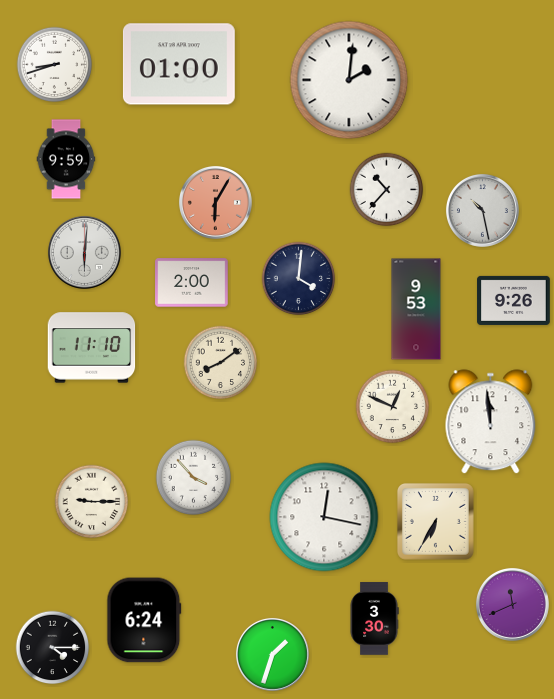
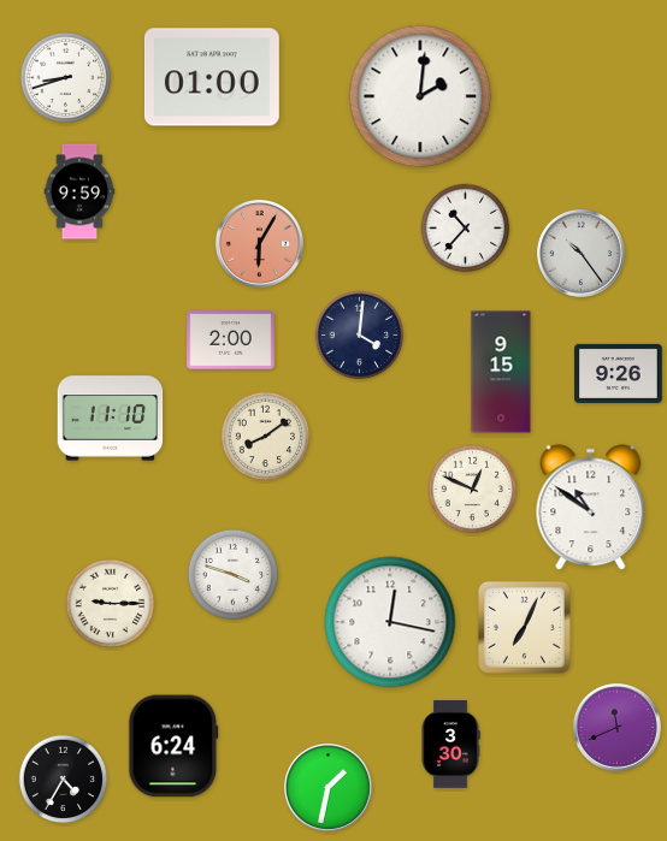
clock at (179, 64) position: (179, 64) -> (212, 77)
clock at (482, 210): 10:28 -> 10:24
clock at (84, 252): 6:01 -> none
clock at (514, 300) position: (514, 300) -> (619, 373)
clock at (416, 309): 9:53 -> 9:15
clock at (491, 422): 11:59 -> 10:51
clock at (194, 478): 3:53 -> 3:48
clock at (435, 521): 6:35 -> 7:04
clock at (53, 648): 4:15 -> 4:35
clock at (272, 654): 1:33 -> 1:32
